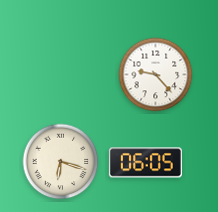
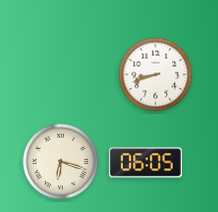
clock at (156, 75): 9:23 -> 8:42
